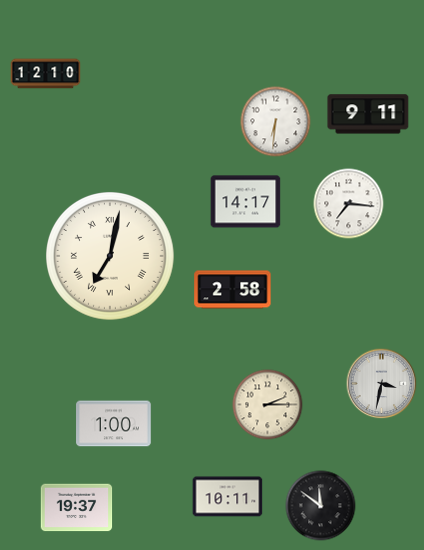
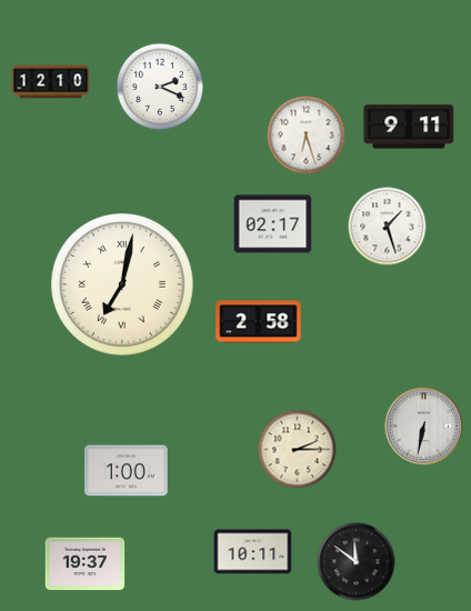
clock at (159, 86): none -> 2:19
clock at (276, 122): 6:31 -> 6:27
clock at (246, 202): 14:17 -> 02:17
clock at (349, 204): 7:16 -> 1:27
clock at (382, 384): 3:32 -> 6:32
